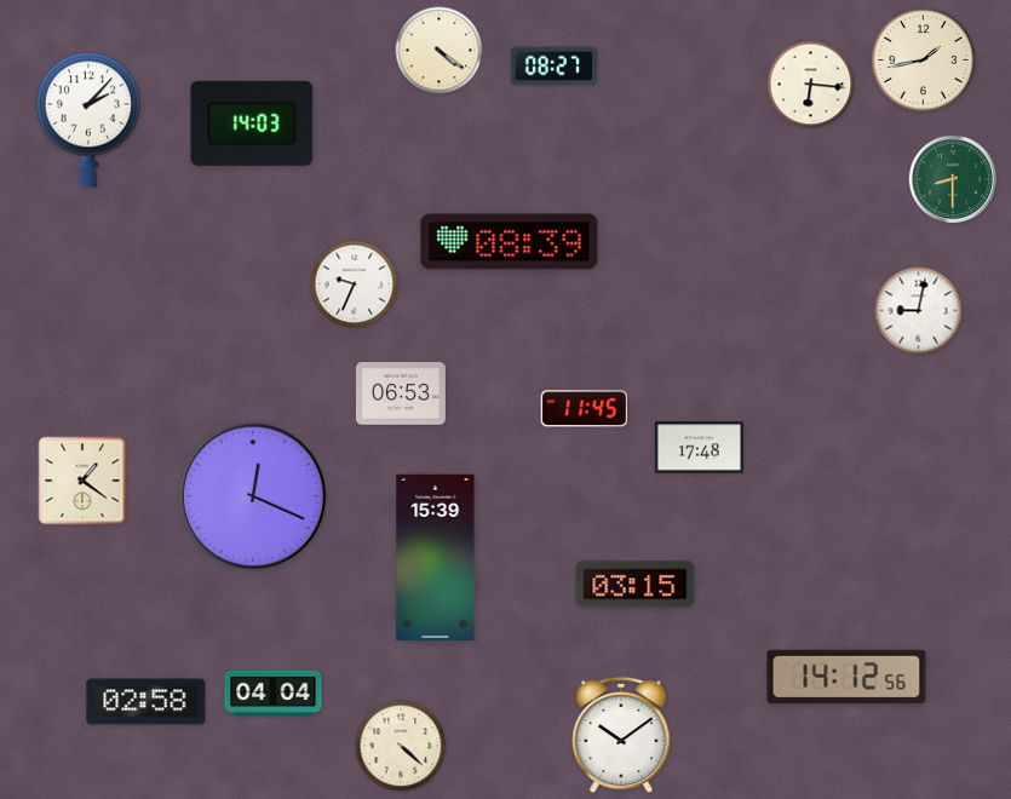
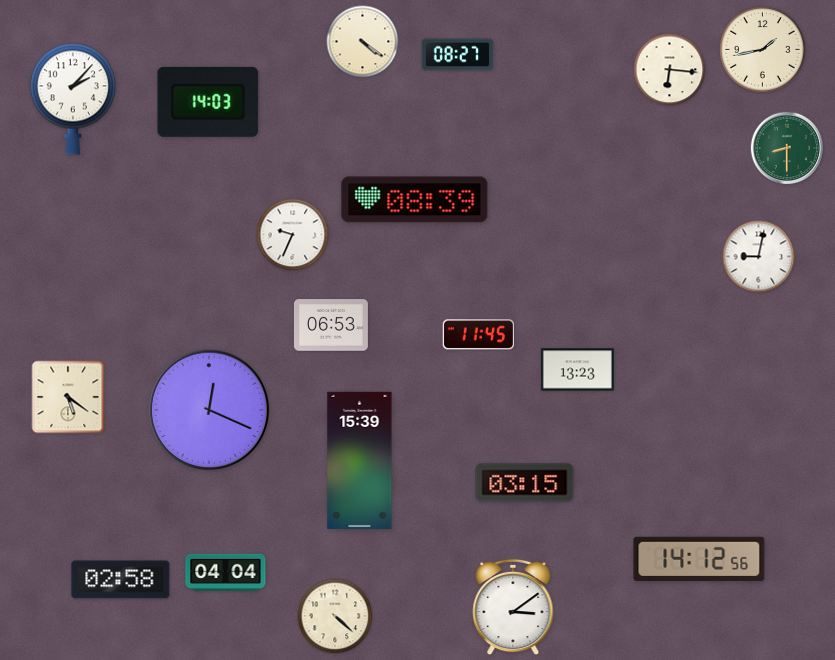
clock at (510, 242) position: (510, 242) -> (415, 200)
clock at (584, 409) position: (584, 409) -> (478, 335)
clock at (699, 448): 17:48 -> 13:23
clock at (82, 481): 1:21 -> 5:21
clock at (621, 735): 10:09 -> 3:09
clock at (401, 746) position: (401, 746) -> (335, 616)
